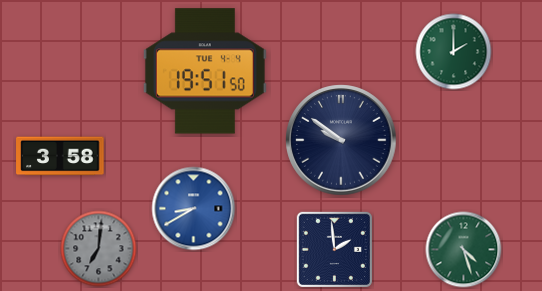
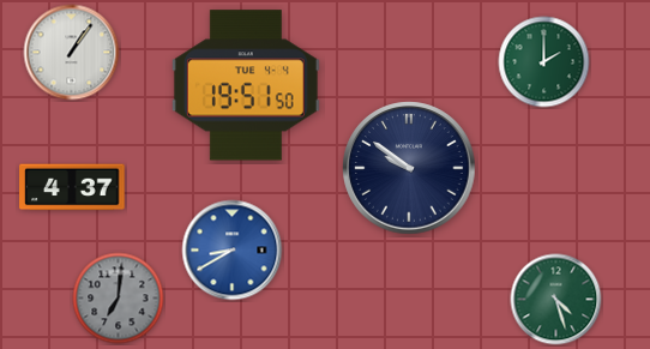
clock at (72, 53): none -> 1:06
clock at (60, 156): 3:58 -> 4:37
clock at (334, 249): 1:59 -> none
